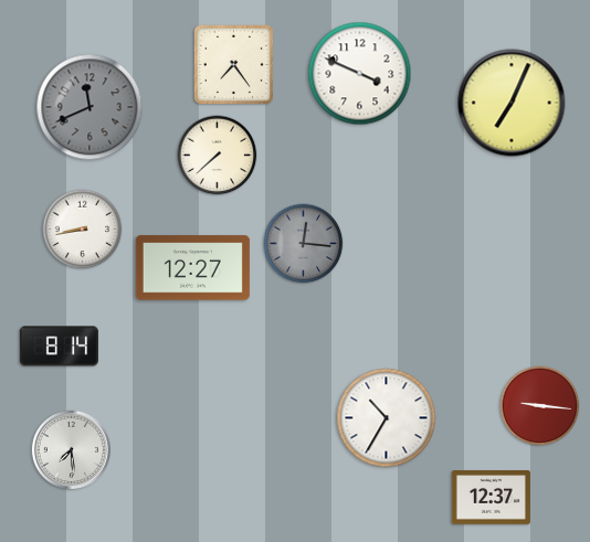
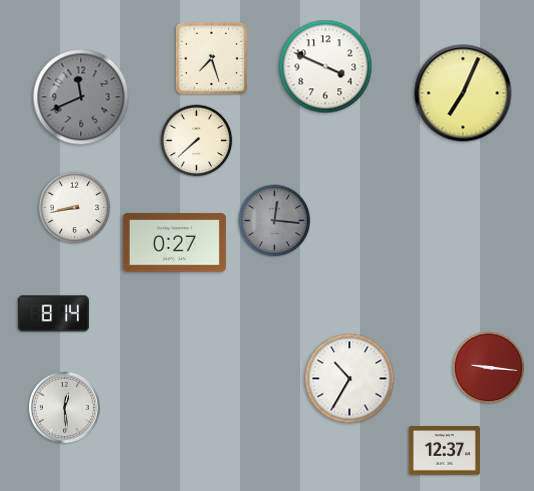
clock at (233, 64): 7:24 -> 7:27
clock at (192, 268): 12:27 -> 0:27
clock at (71, 449): 7:29 -> 12:29
